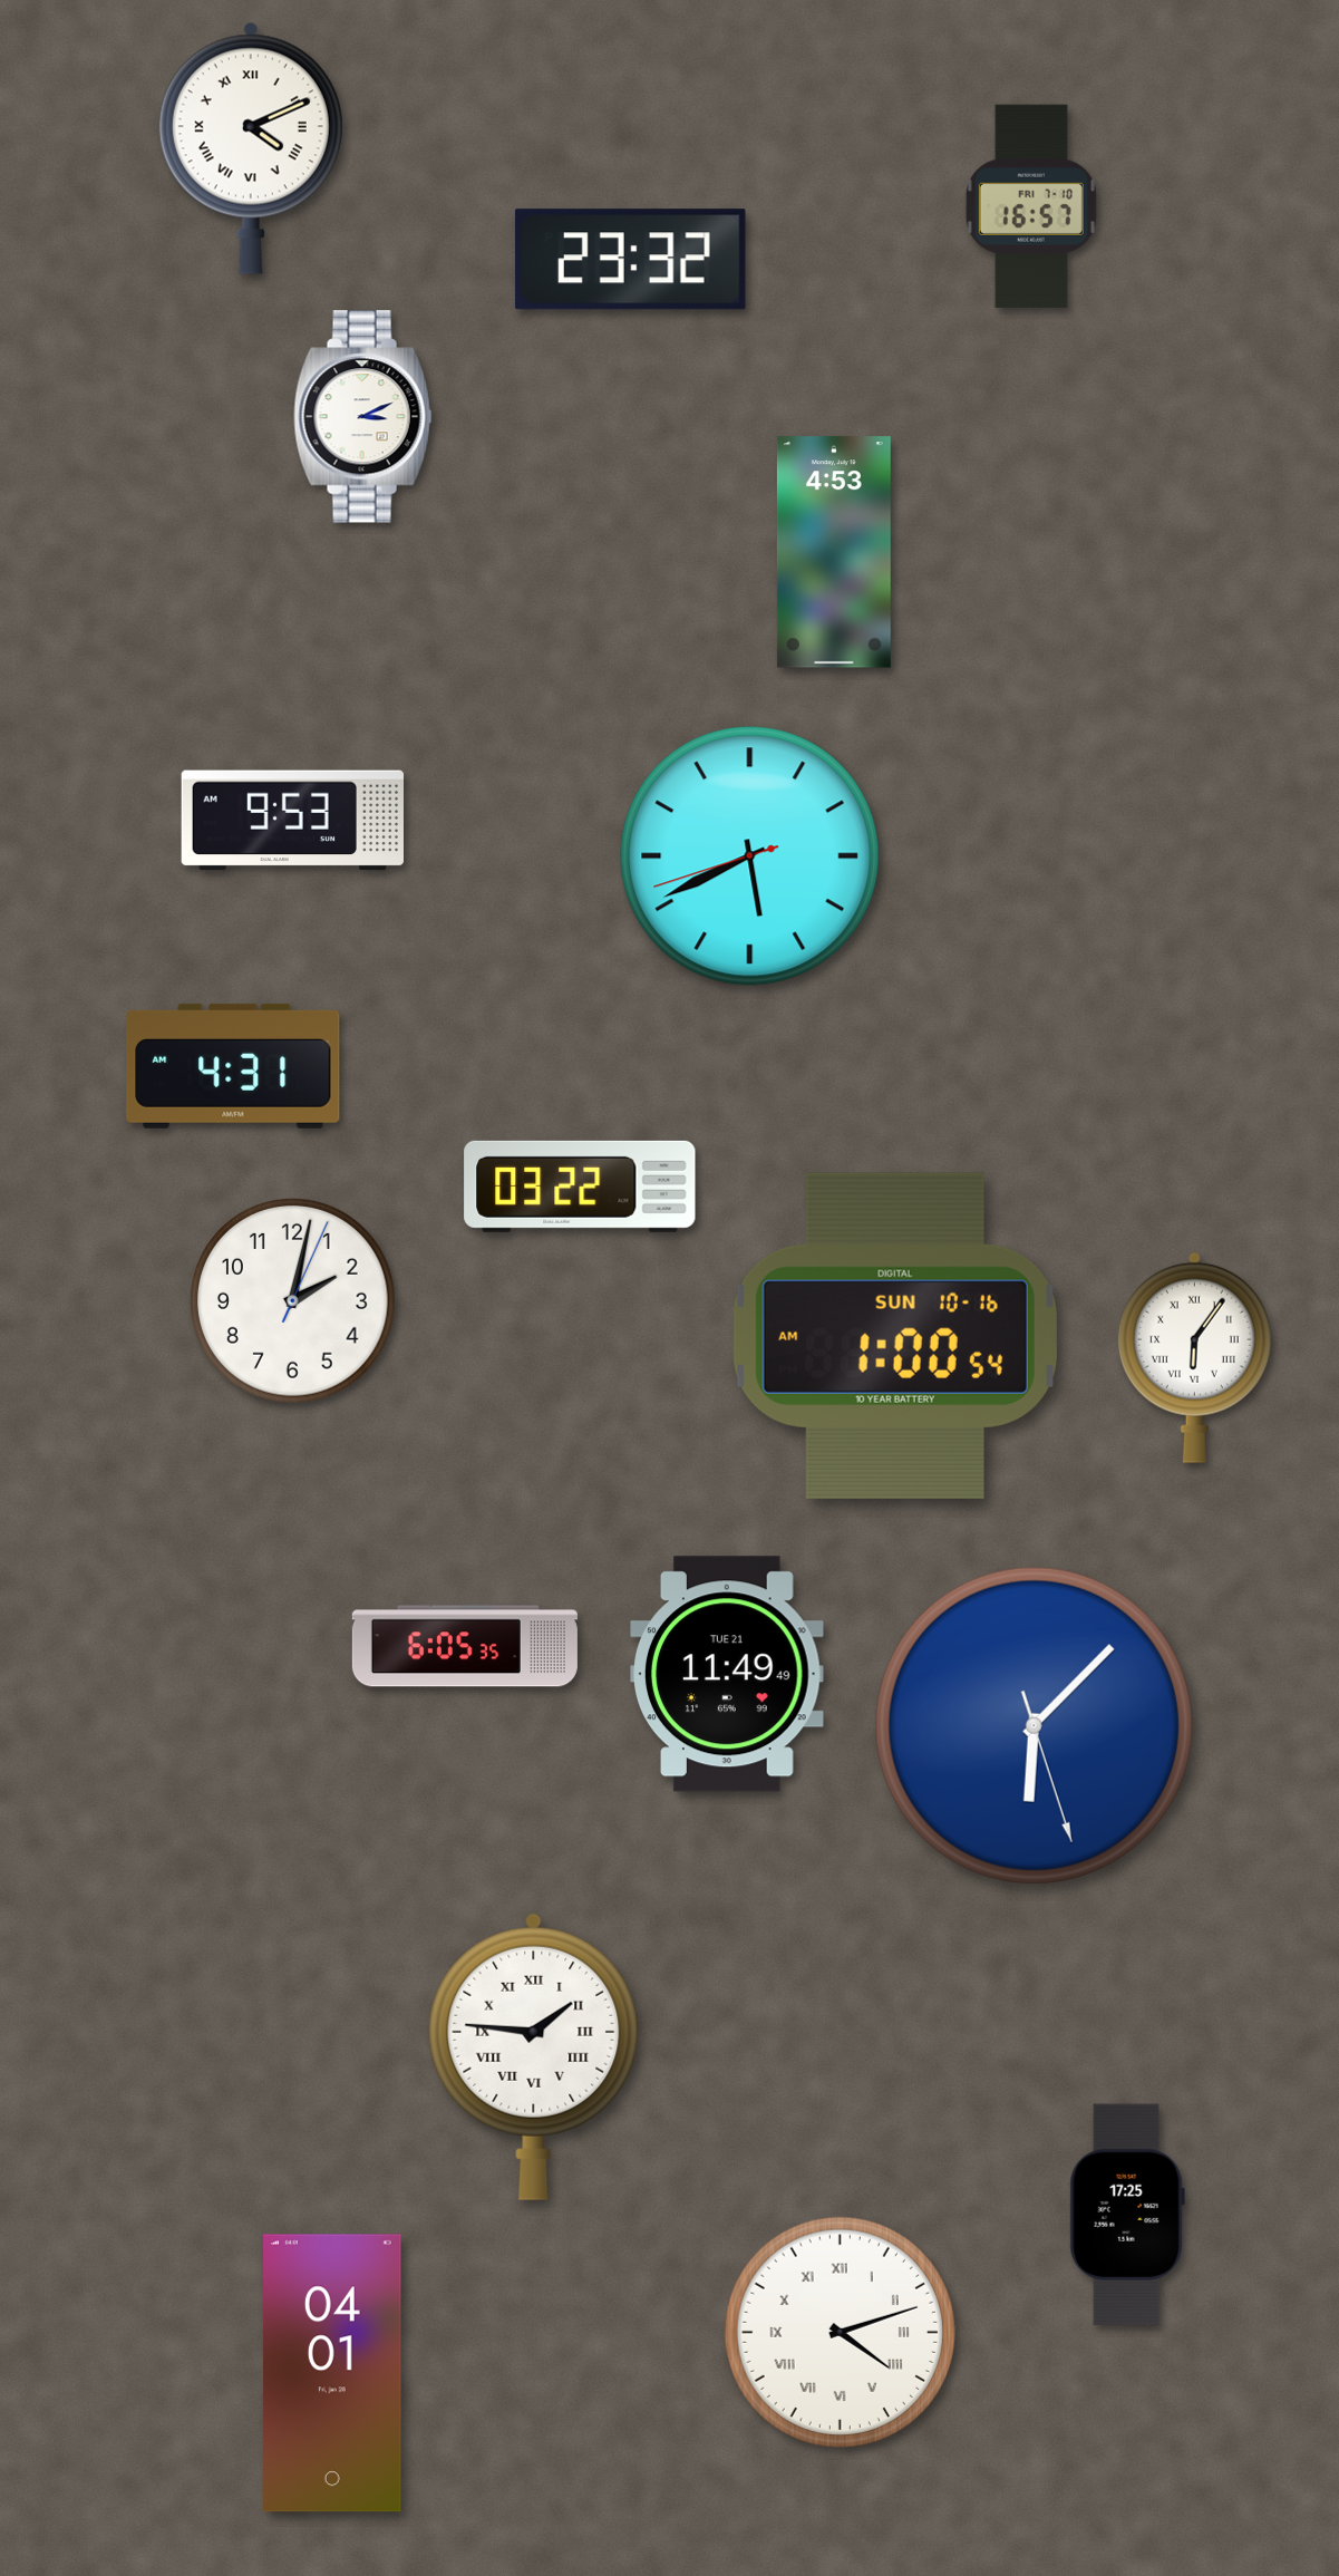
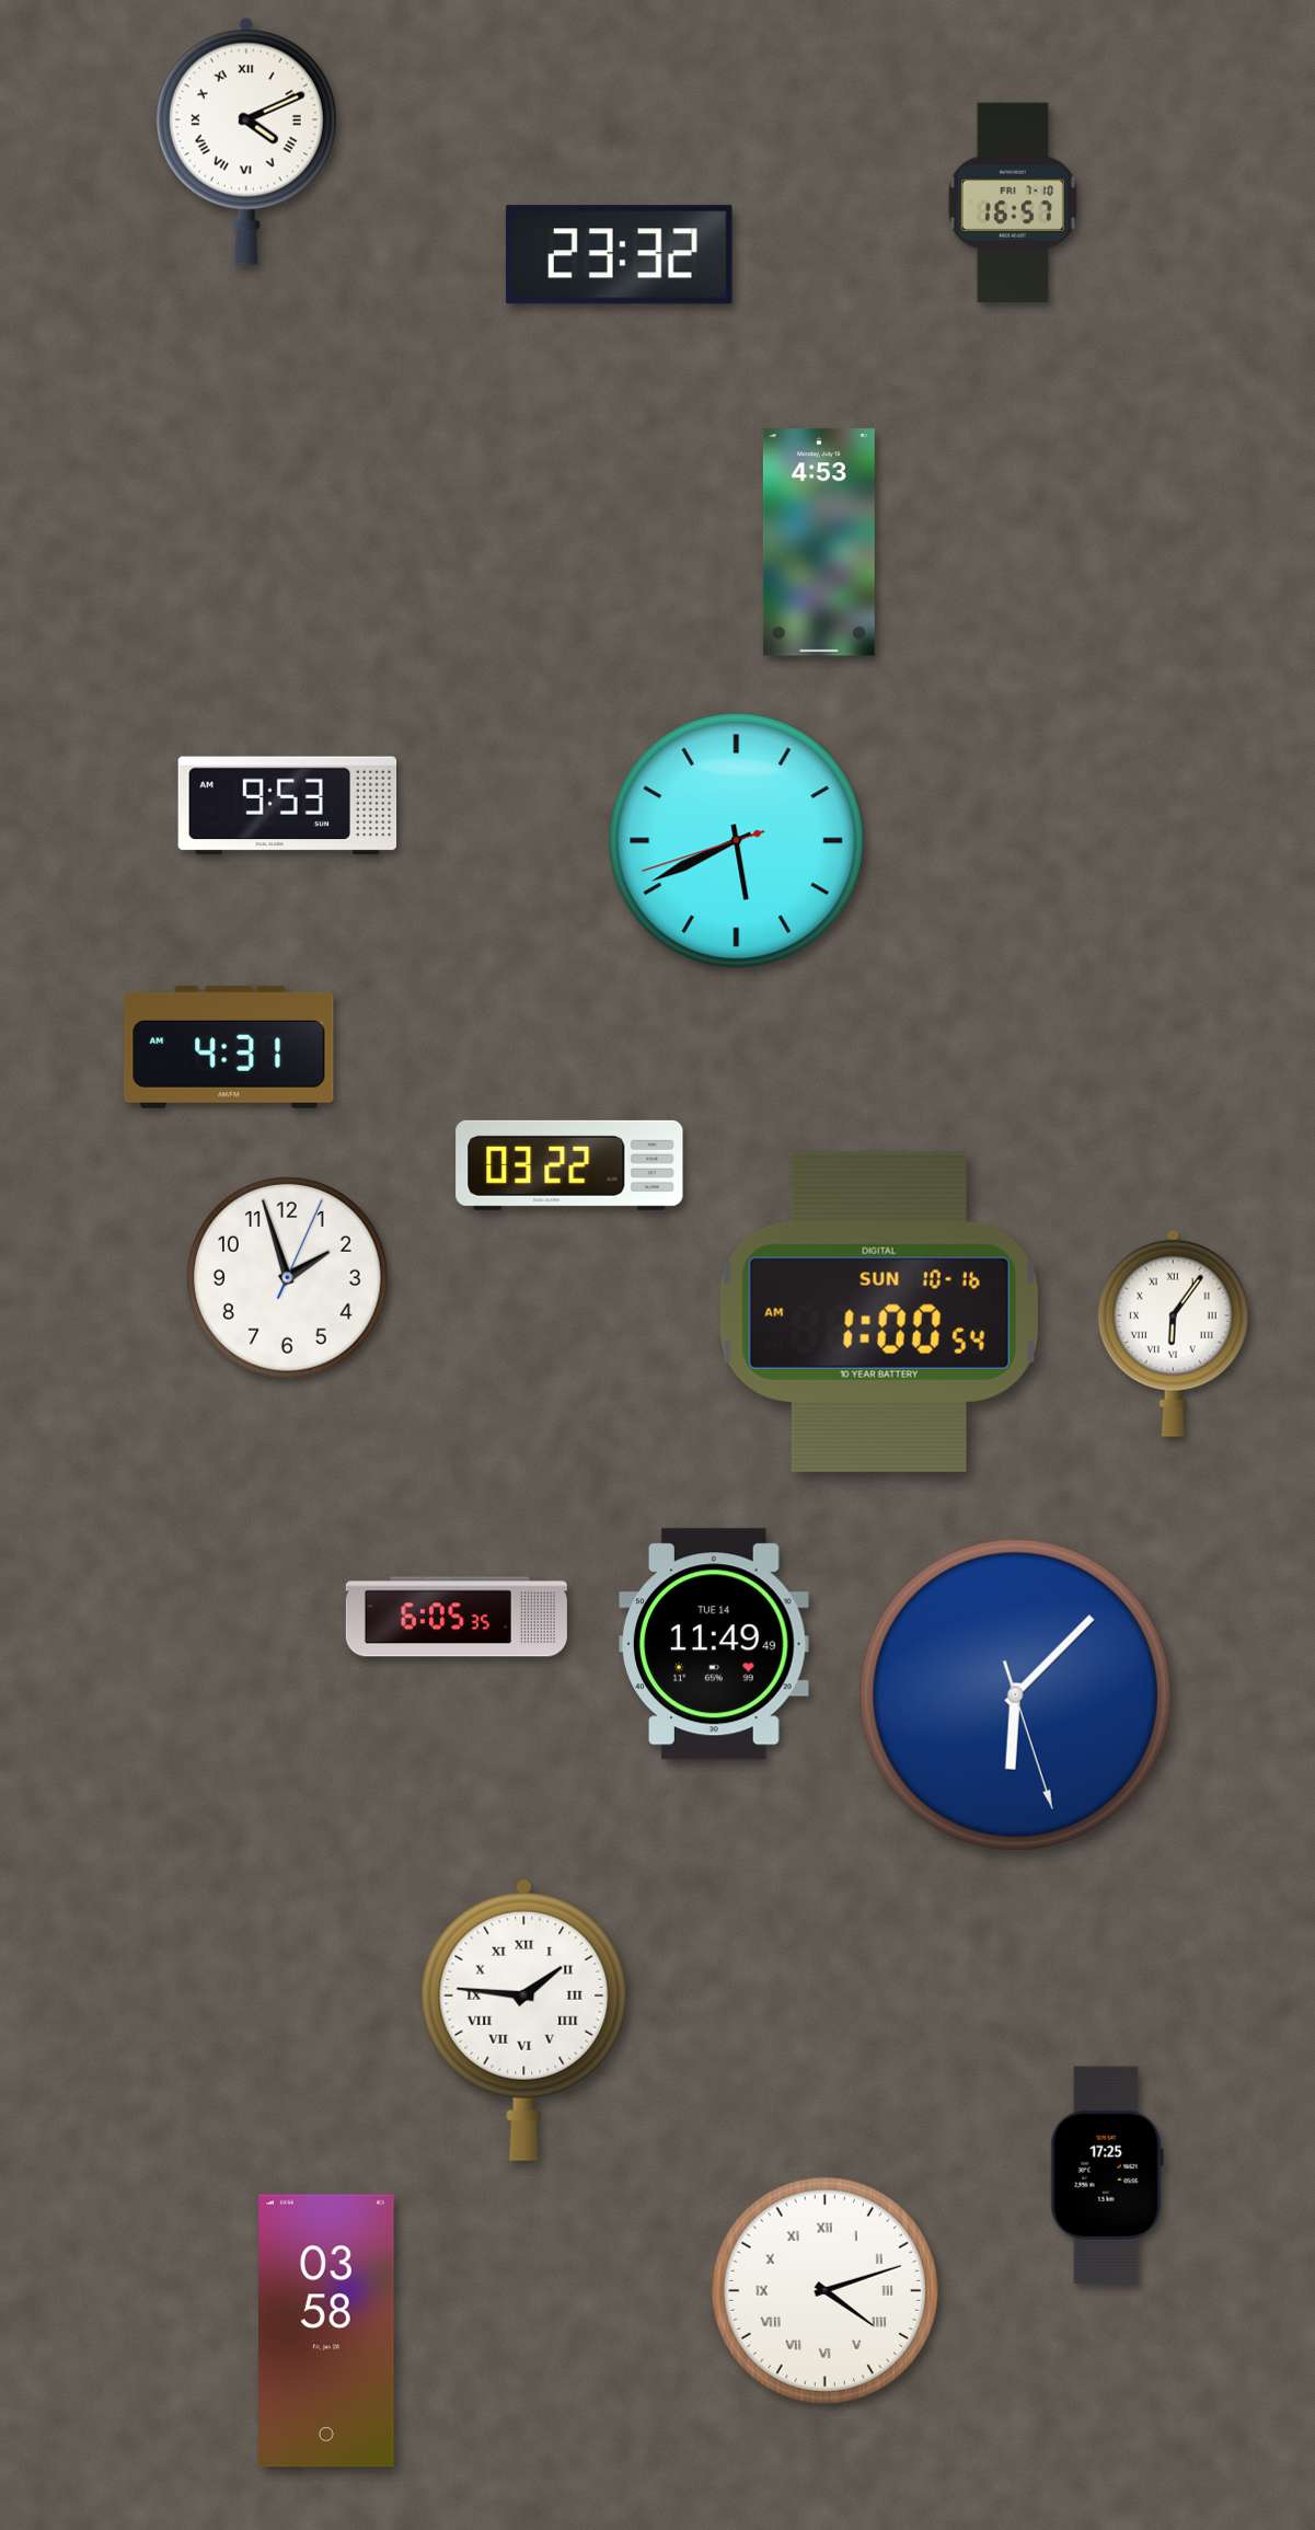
clock at (251, 148) position: (251, 148) -> (246, 141)
clock at (363, 417): 3:11 -> none
clock at (293, 1301): 2:02 -> 1:57
clock at (728, 1674) date: TUE 21 -> TUE 14
clock at (332, 2373): 04:01 -> 03:58
